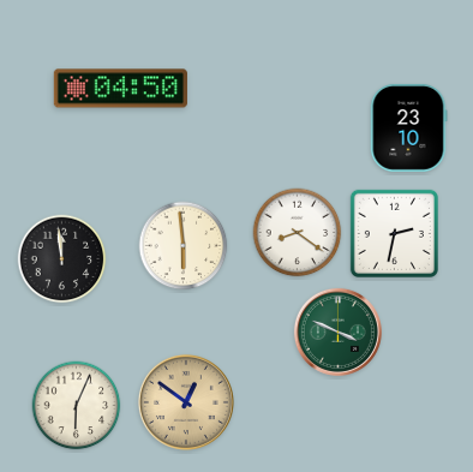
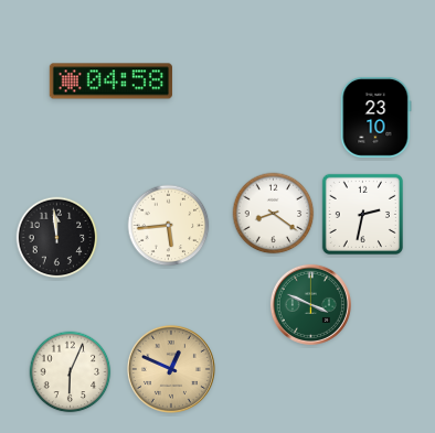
clock at (120, 89): 04:50 -> 04:58
clock at (184, 246): 5:59 -> 5:44
clock at (186, 402): 12:51 -> 12:49
